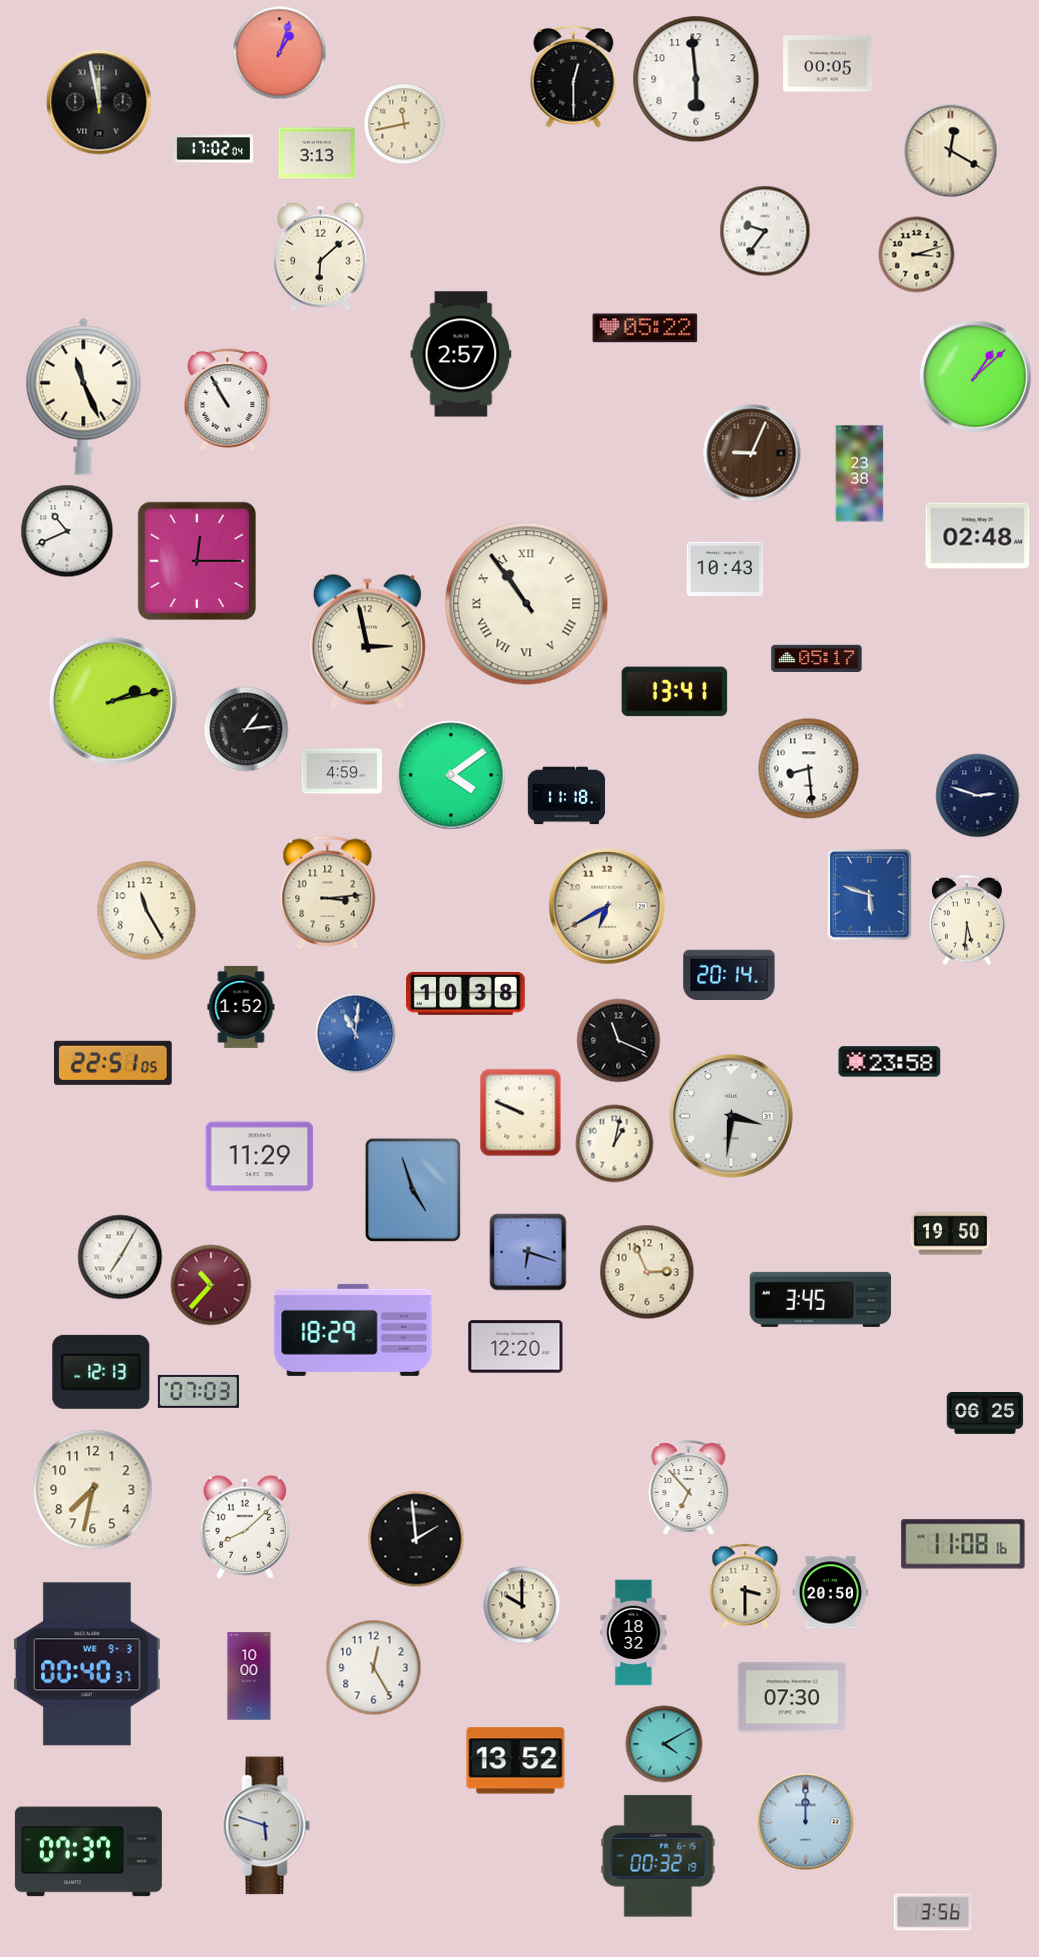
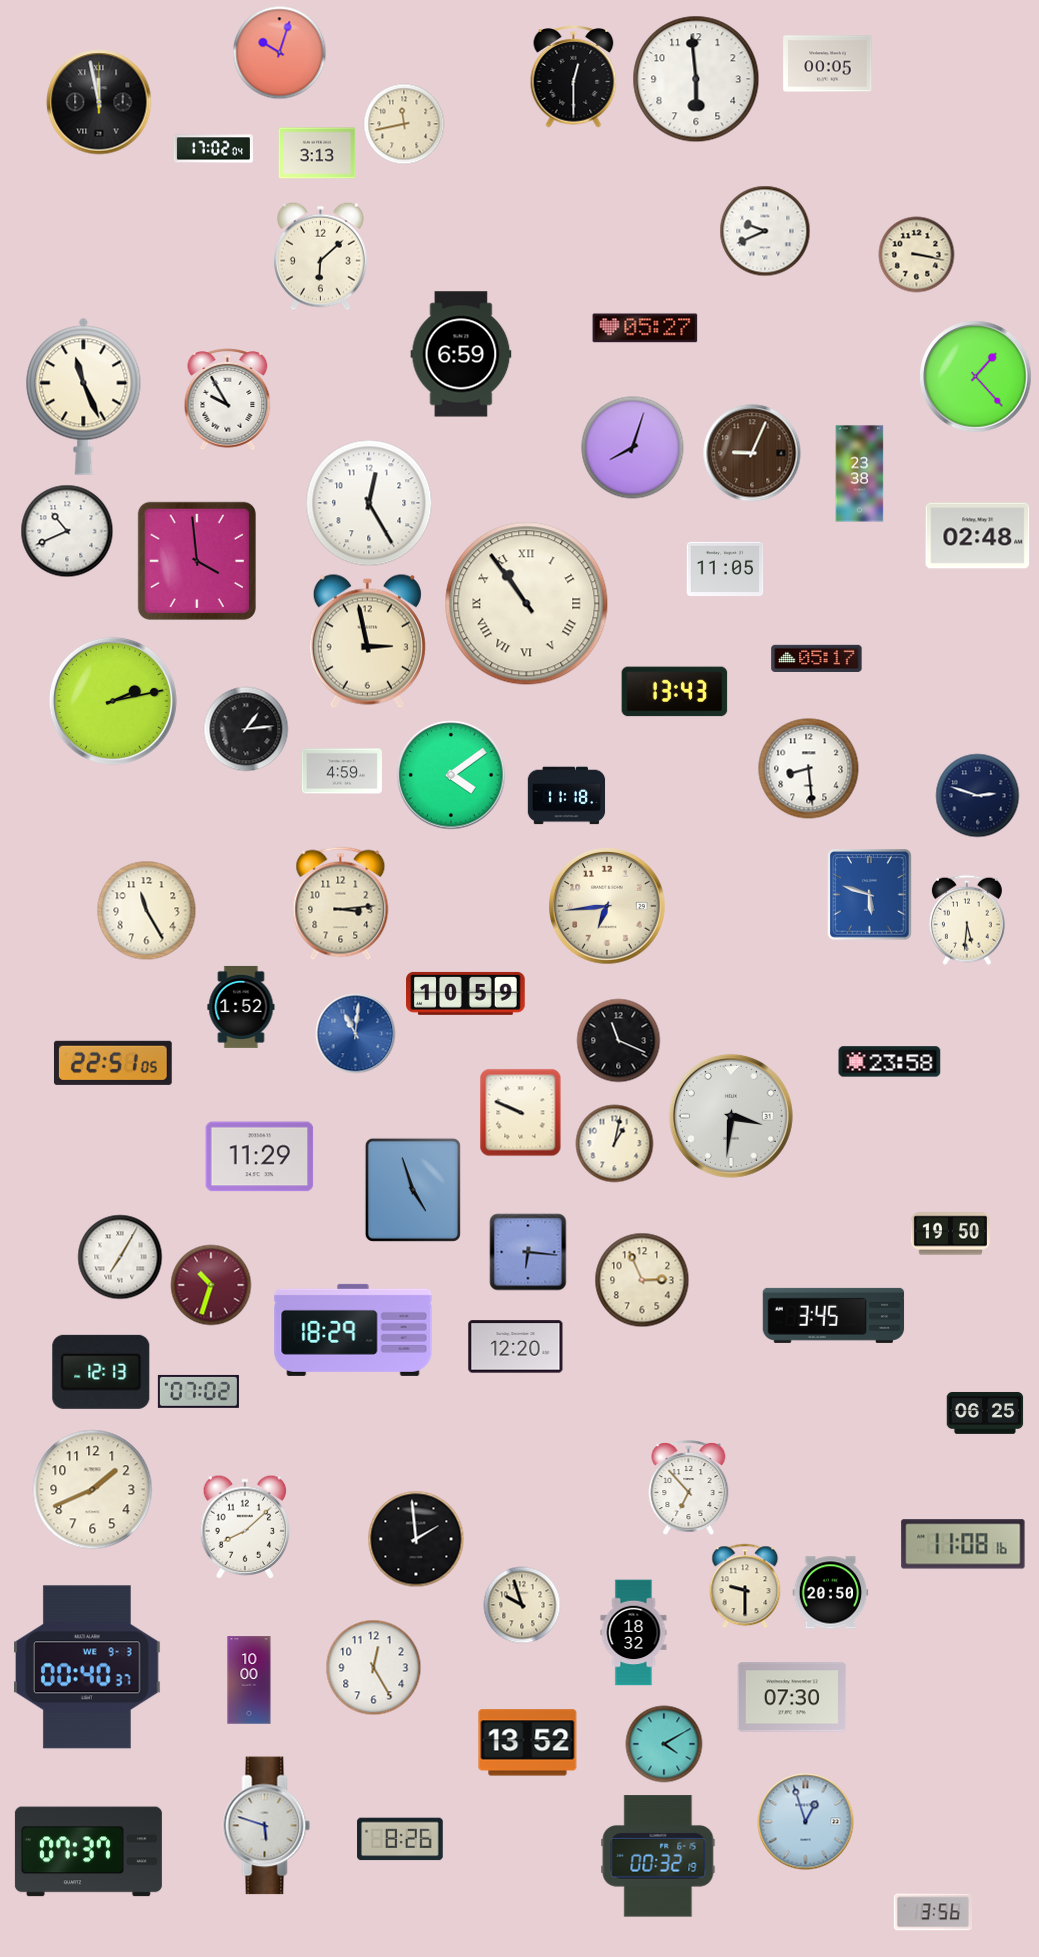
clock at (280, 53): 1:03 -> 10:03
clock at (951, 151): 12:20 -> none
clock at (765, 231): 9:36 -> 9:41
clock at (917, 255): 3:12 -> 3:17
clock at (645, 328): 05:22 -> 05:27
clock at (461, 354): 2:57 -> 6:59
clock at (976, 377): 1:08 -> 1:23
clock at (228, 400): 10:55 -> 9:55
clock at (633, 448): none -> 8:03
clock at (369, 503): none -> 12:25
clock at (197, 561): 12:15 -> 3:59
clock at (725, 569): 10:43 -> 11:05
clock at (675, 692): 13:41 -> 13:43
clock at (328, 893) position: (328, 893) -> (341, 904)
clock at (607, 906): 6:40 -> 6:44
clock at (729, 975): 20:14 -> none
clock at (466, 993): 10:38 -> 10:59
clock at (528, 1252): 6:18 -> 6:16
clock at (647, 1272) position: (647, 1272) -> (642, 1280)
clock at (211, 1285): 10:37 -> 10:33
clock at (821, 1299) position: (821, 1299) -> (834, 1315)
clock at (198, 1391): 07:03 -> 07:02
clock at (93, 1490): 7:32 -> 1:41
clock at (745, 1586): 3:30 -> 9:30
clock at (522, 1605): 10:00 -> 9:57
clock at (87, 1664) position: (87, 1664) -> (87, 1667)
clock at (249, 1676) position: (249, 1676) -> (249, 1680)
clock at (516, 1761) position: (516, 1761) -> (528, 1743)
clock at (806, 1822): 12:00 -> 12:57
clock at (400, 1839): none -> 8:26
